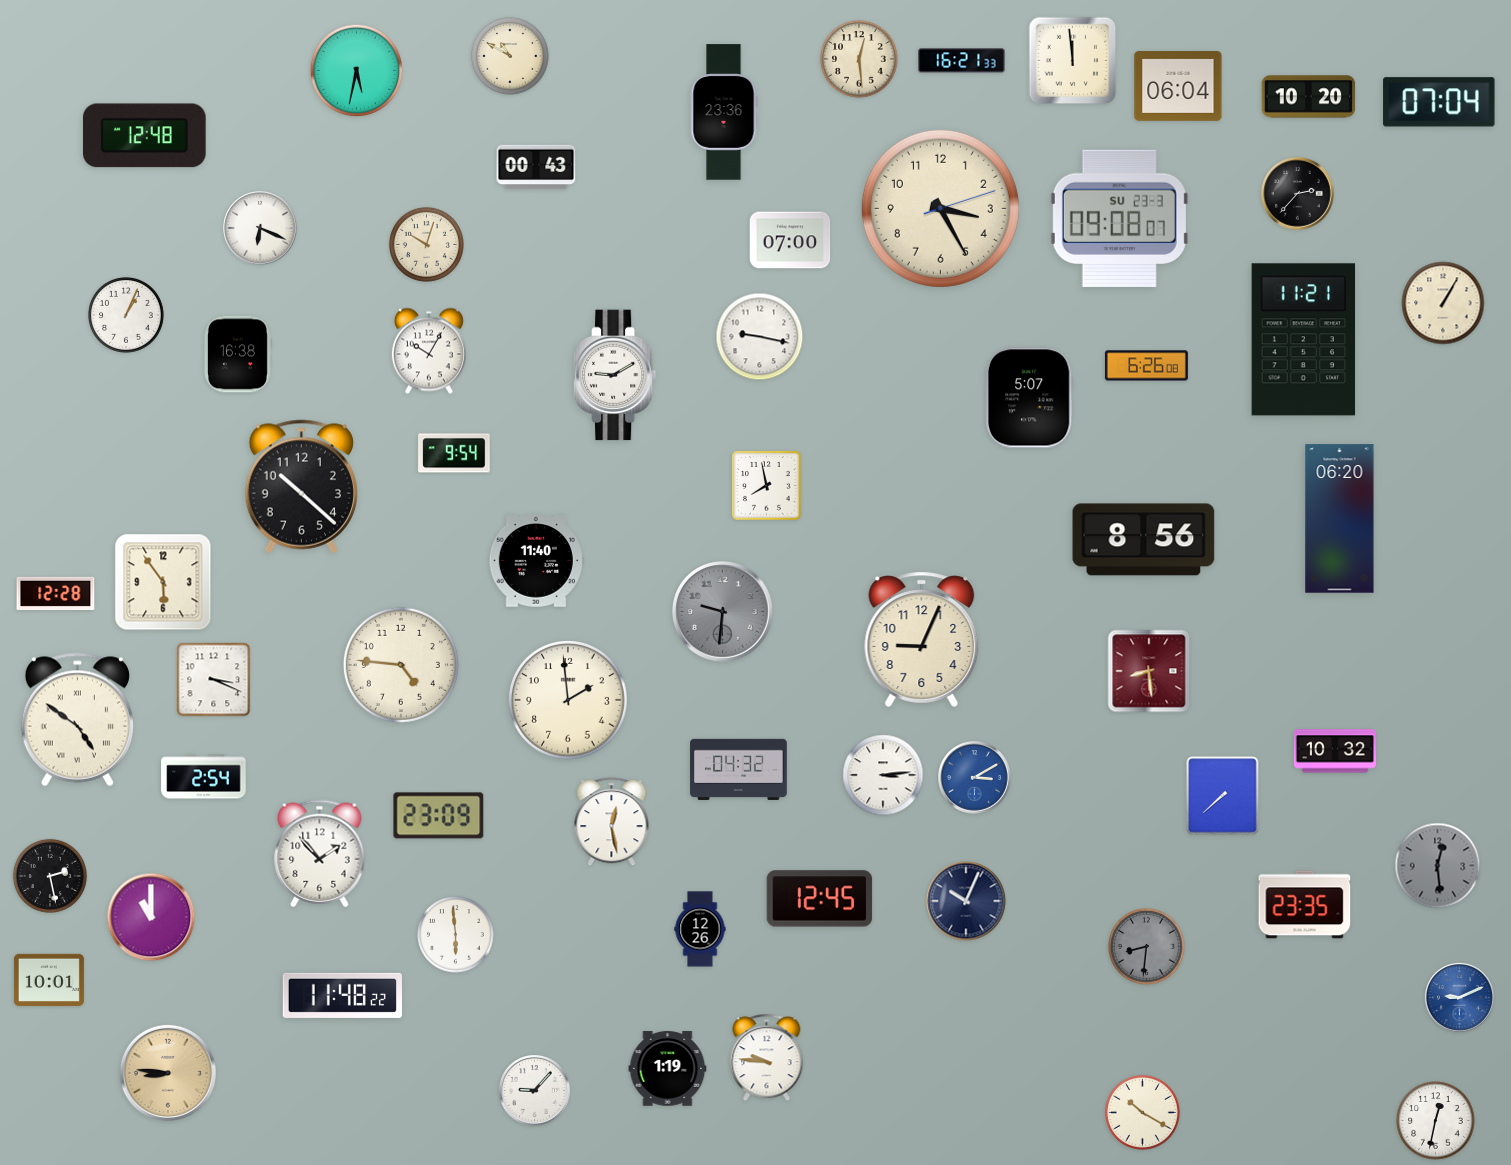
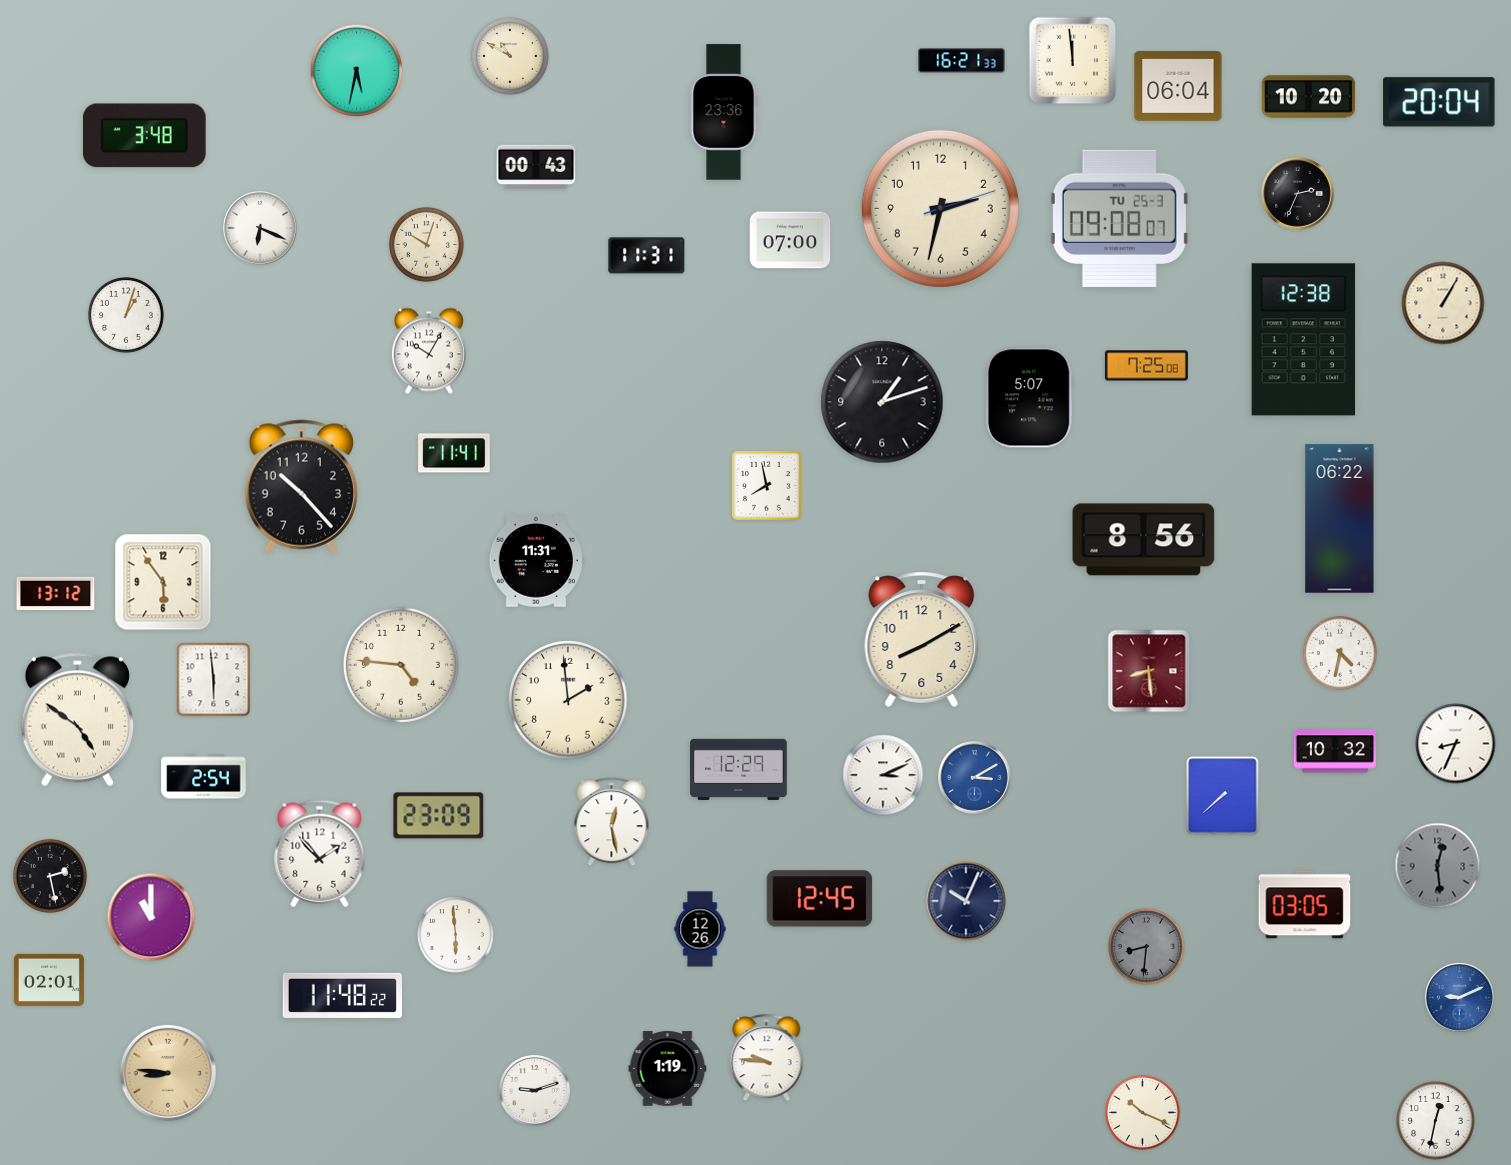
clock at (859, 59): 12:29 -> none
clock at (1439, 102): 07:04 -> 20:04
clock at (144, 136): 12:48 -> 3:48
clock at (1298, 194): 2:37 -> 2:34
clock at (940, 208): 3:25 -> 2:32
clock at (1119, 219) date: SU 23-3 -> TU 25-3
clock at (647, 256): none -> 11:31
clock at (127, 316): 1:04 -> 1:03
clock at (760, 337): 9:17 -> none
clock at (1304, 340): 11:21 -> 12:38
clock at (238, 354): 16:38 -> none
clock at (1146, 366): 6:26 -> 7:25
clock at (615, 375): 9:10 -> none
clock at (882, 402): none -> 1:12
clock at (454, 453): 9:54 -> 11:41
clock at (301, 487): 10:22 -> 10:23
clock at (1340, 519): 06:20 -> 06:22
clock at (536, 561): 11:40 -> 11:31
clock at (56, 593): 12:28 -> 13:12
clock at (723, 612): 9:31 -> none
clock at (922, 639): 9:04 -> 8:10
clock at (1340, 653): none -> 4:32
clock at (214, 680): 3:19 -> 5:59
clock at (1456, 744): none -> 8:34
clock at (739, 769): 04:32 -> 12:29
clock at (883, 775): 3:14 -> 3:11
clock at (1305, 905): 23:35 -> 03:05
clock at (49, 980): 10:01 -> 02:01
clock at (535, 1091): 9:07 -> 9:12
clock at (1142, 1112): 10:20 -> 10:19
